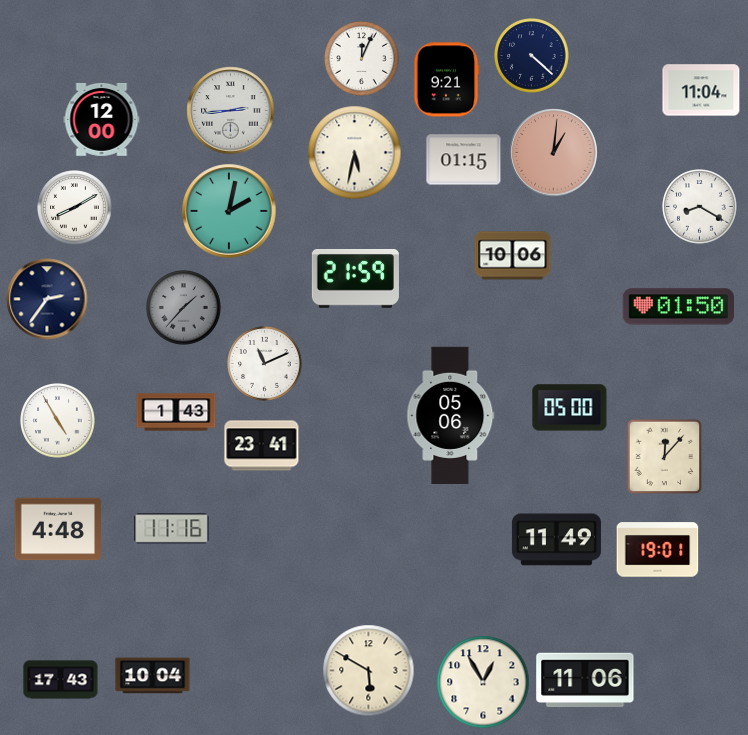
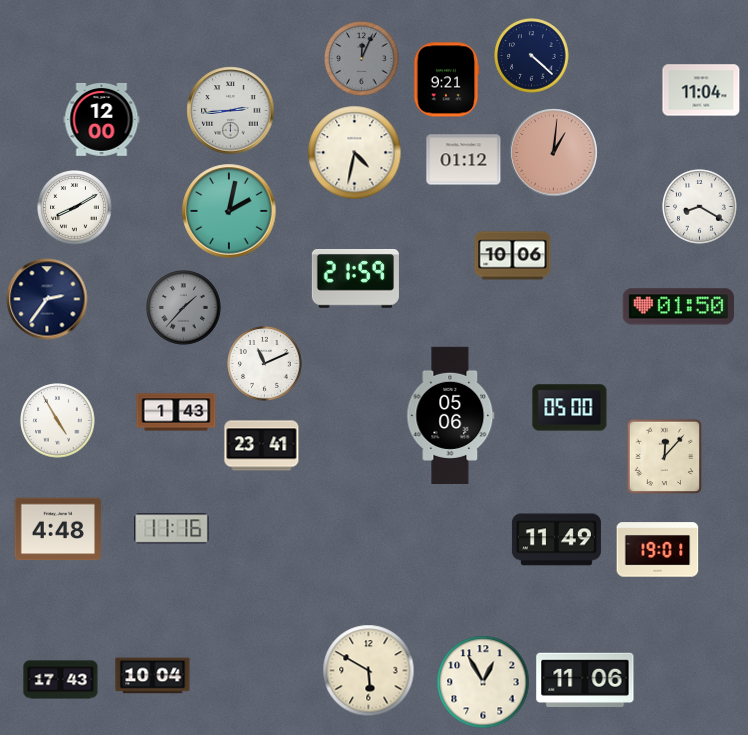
clock at (362, 59) dial: white -> grey
clock at (355, 153): 5:32 -> 4:32
clock at (464, 160): 01:15 -> 01:12
